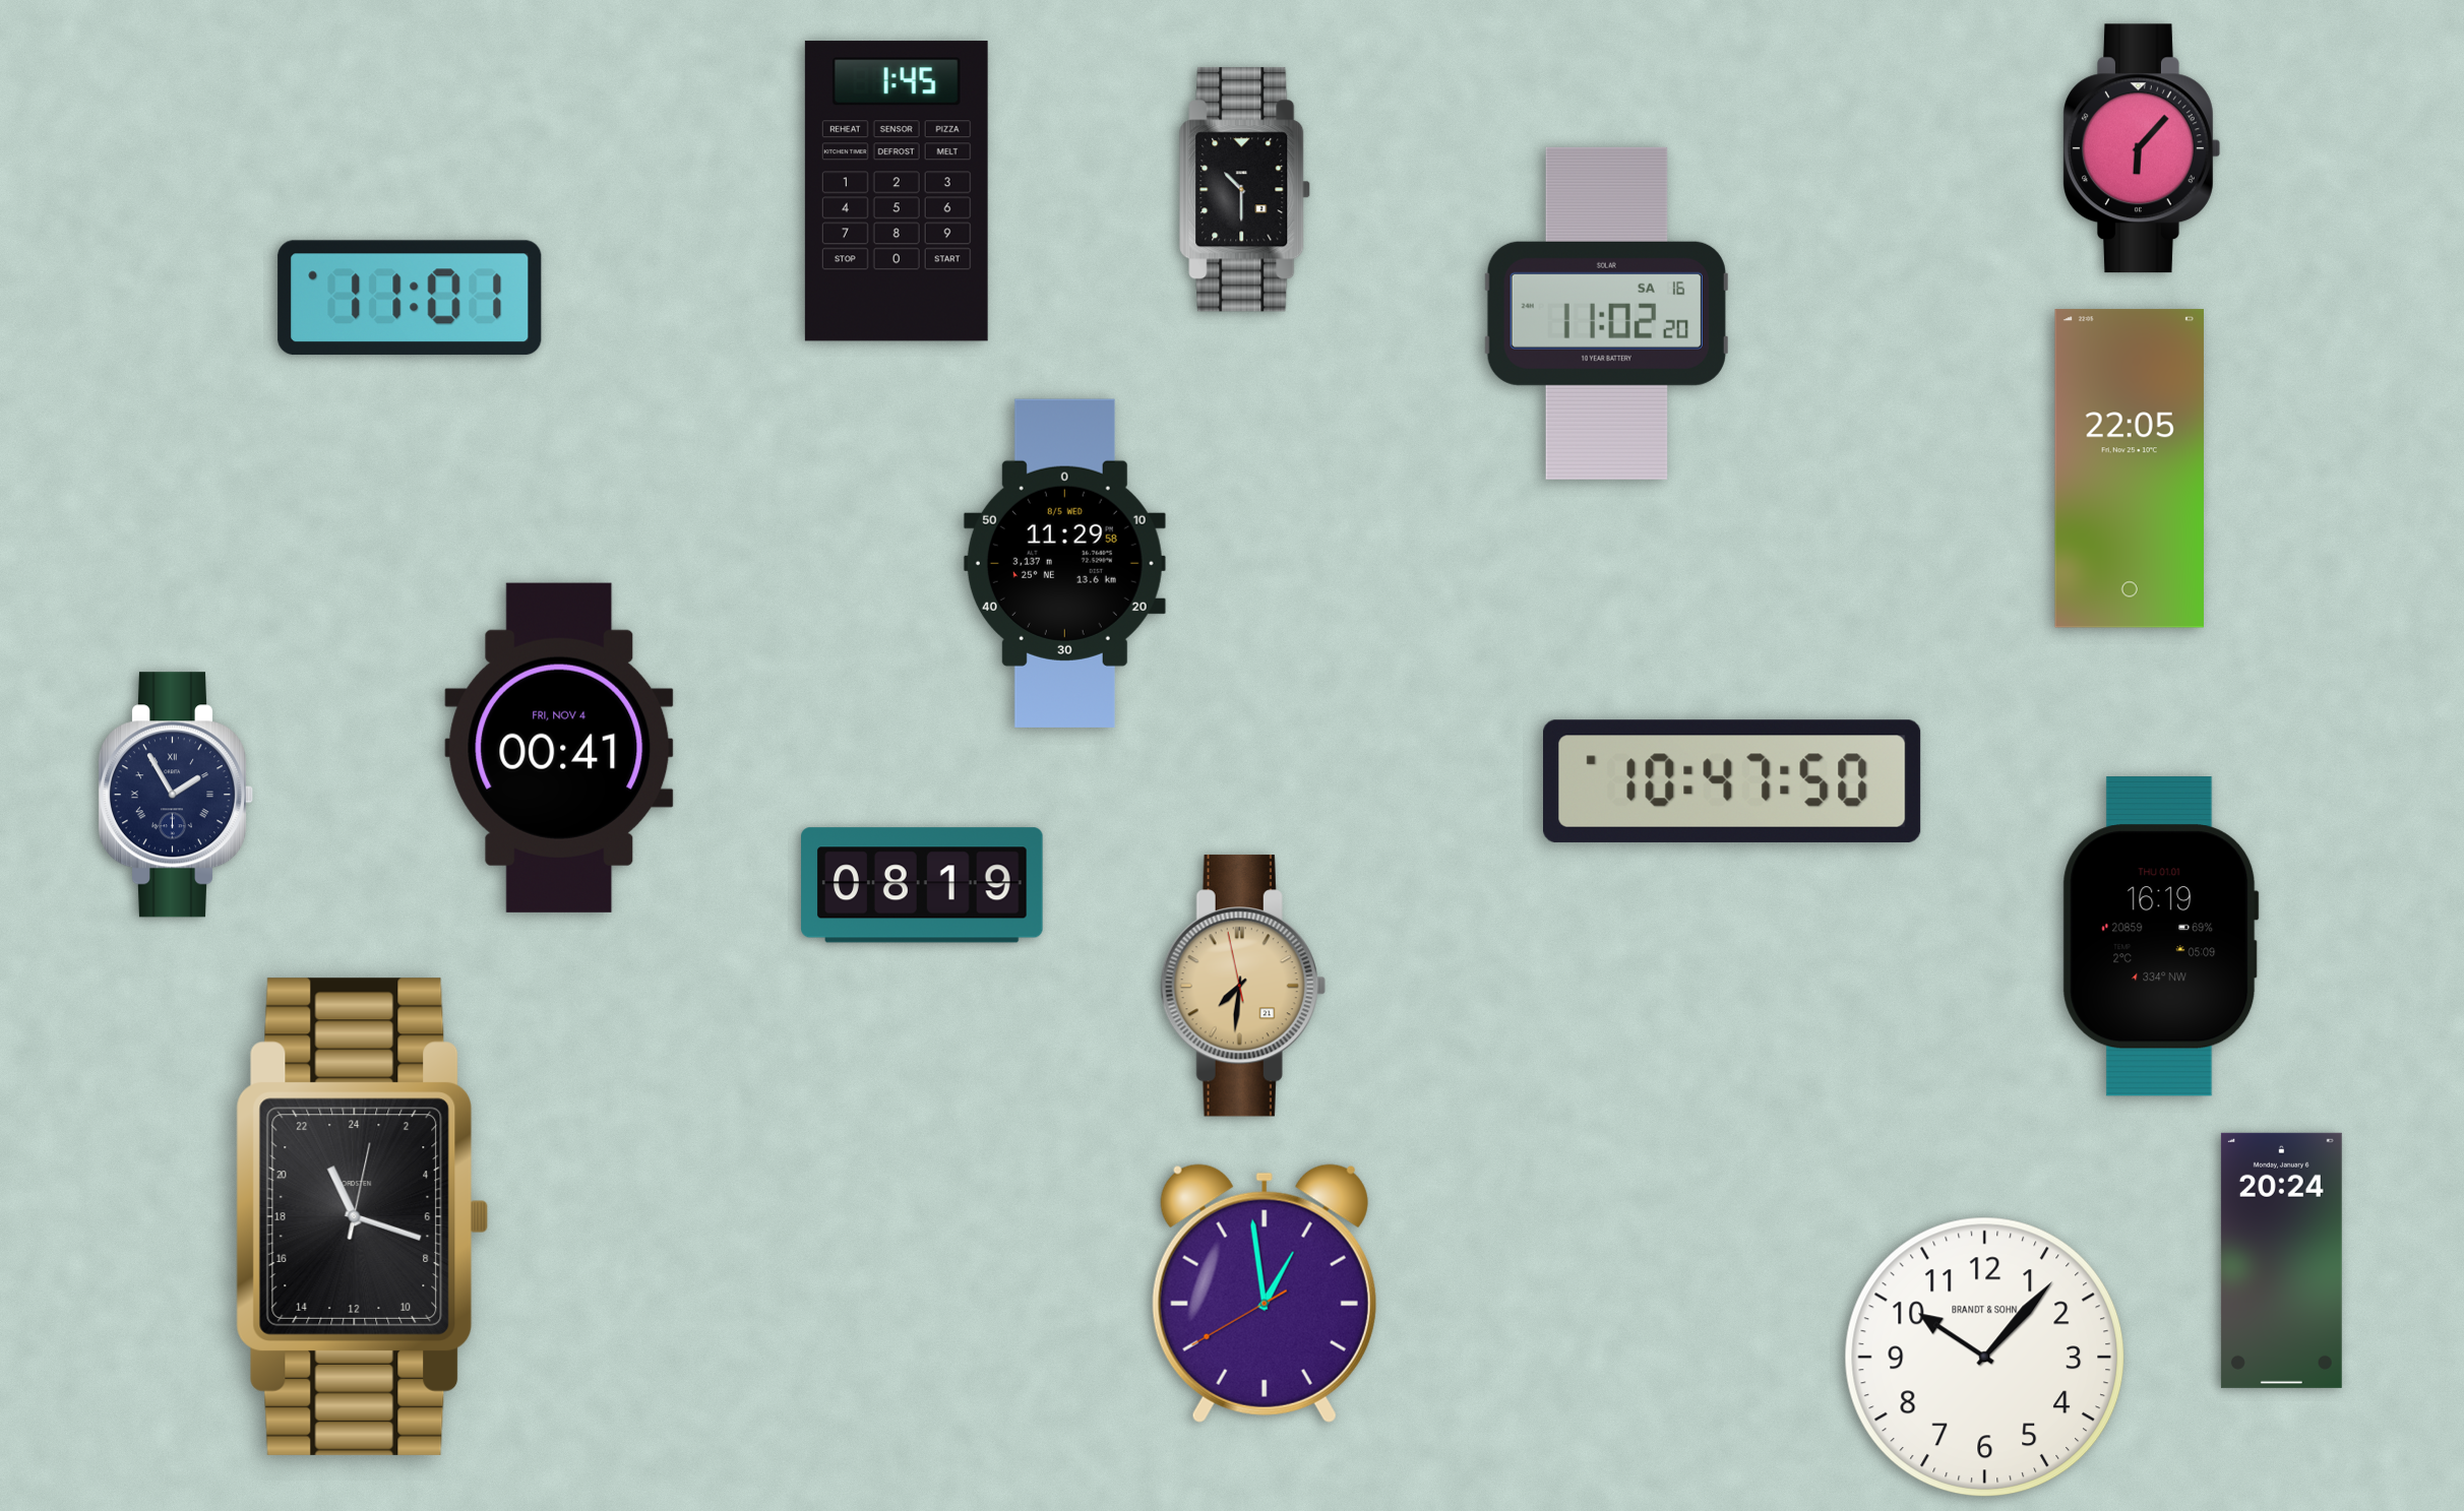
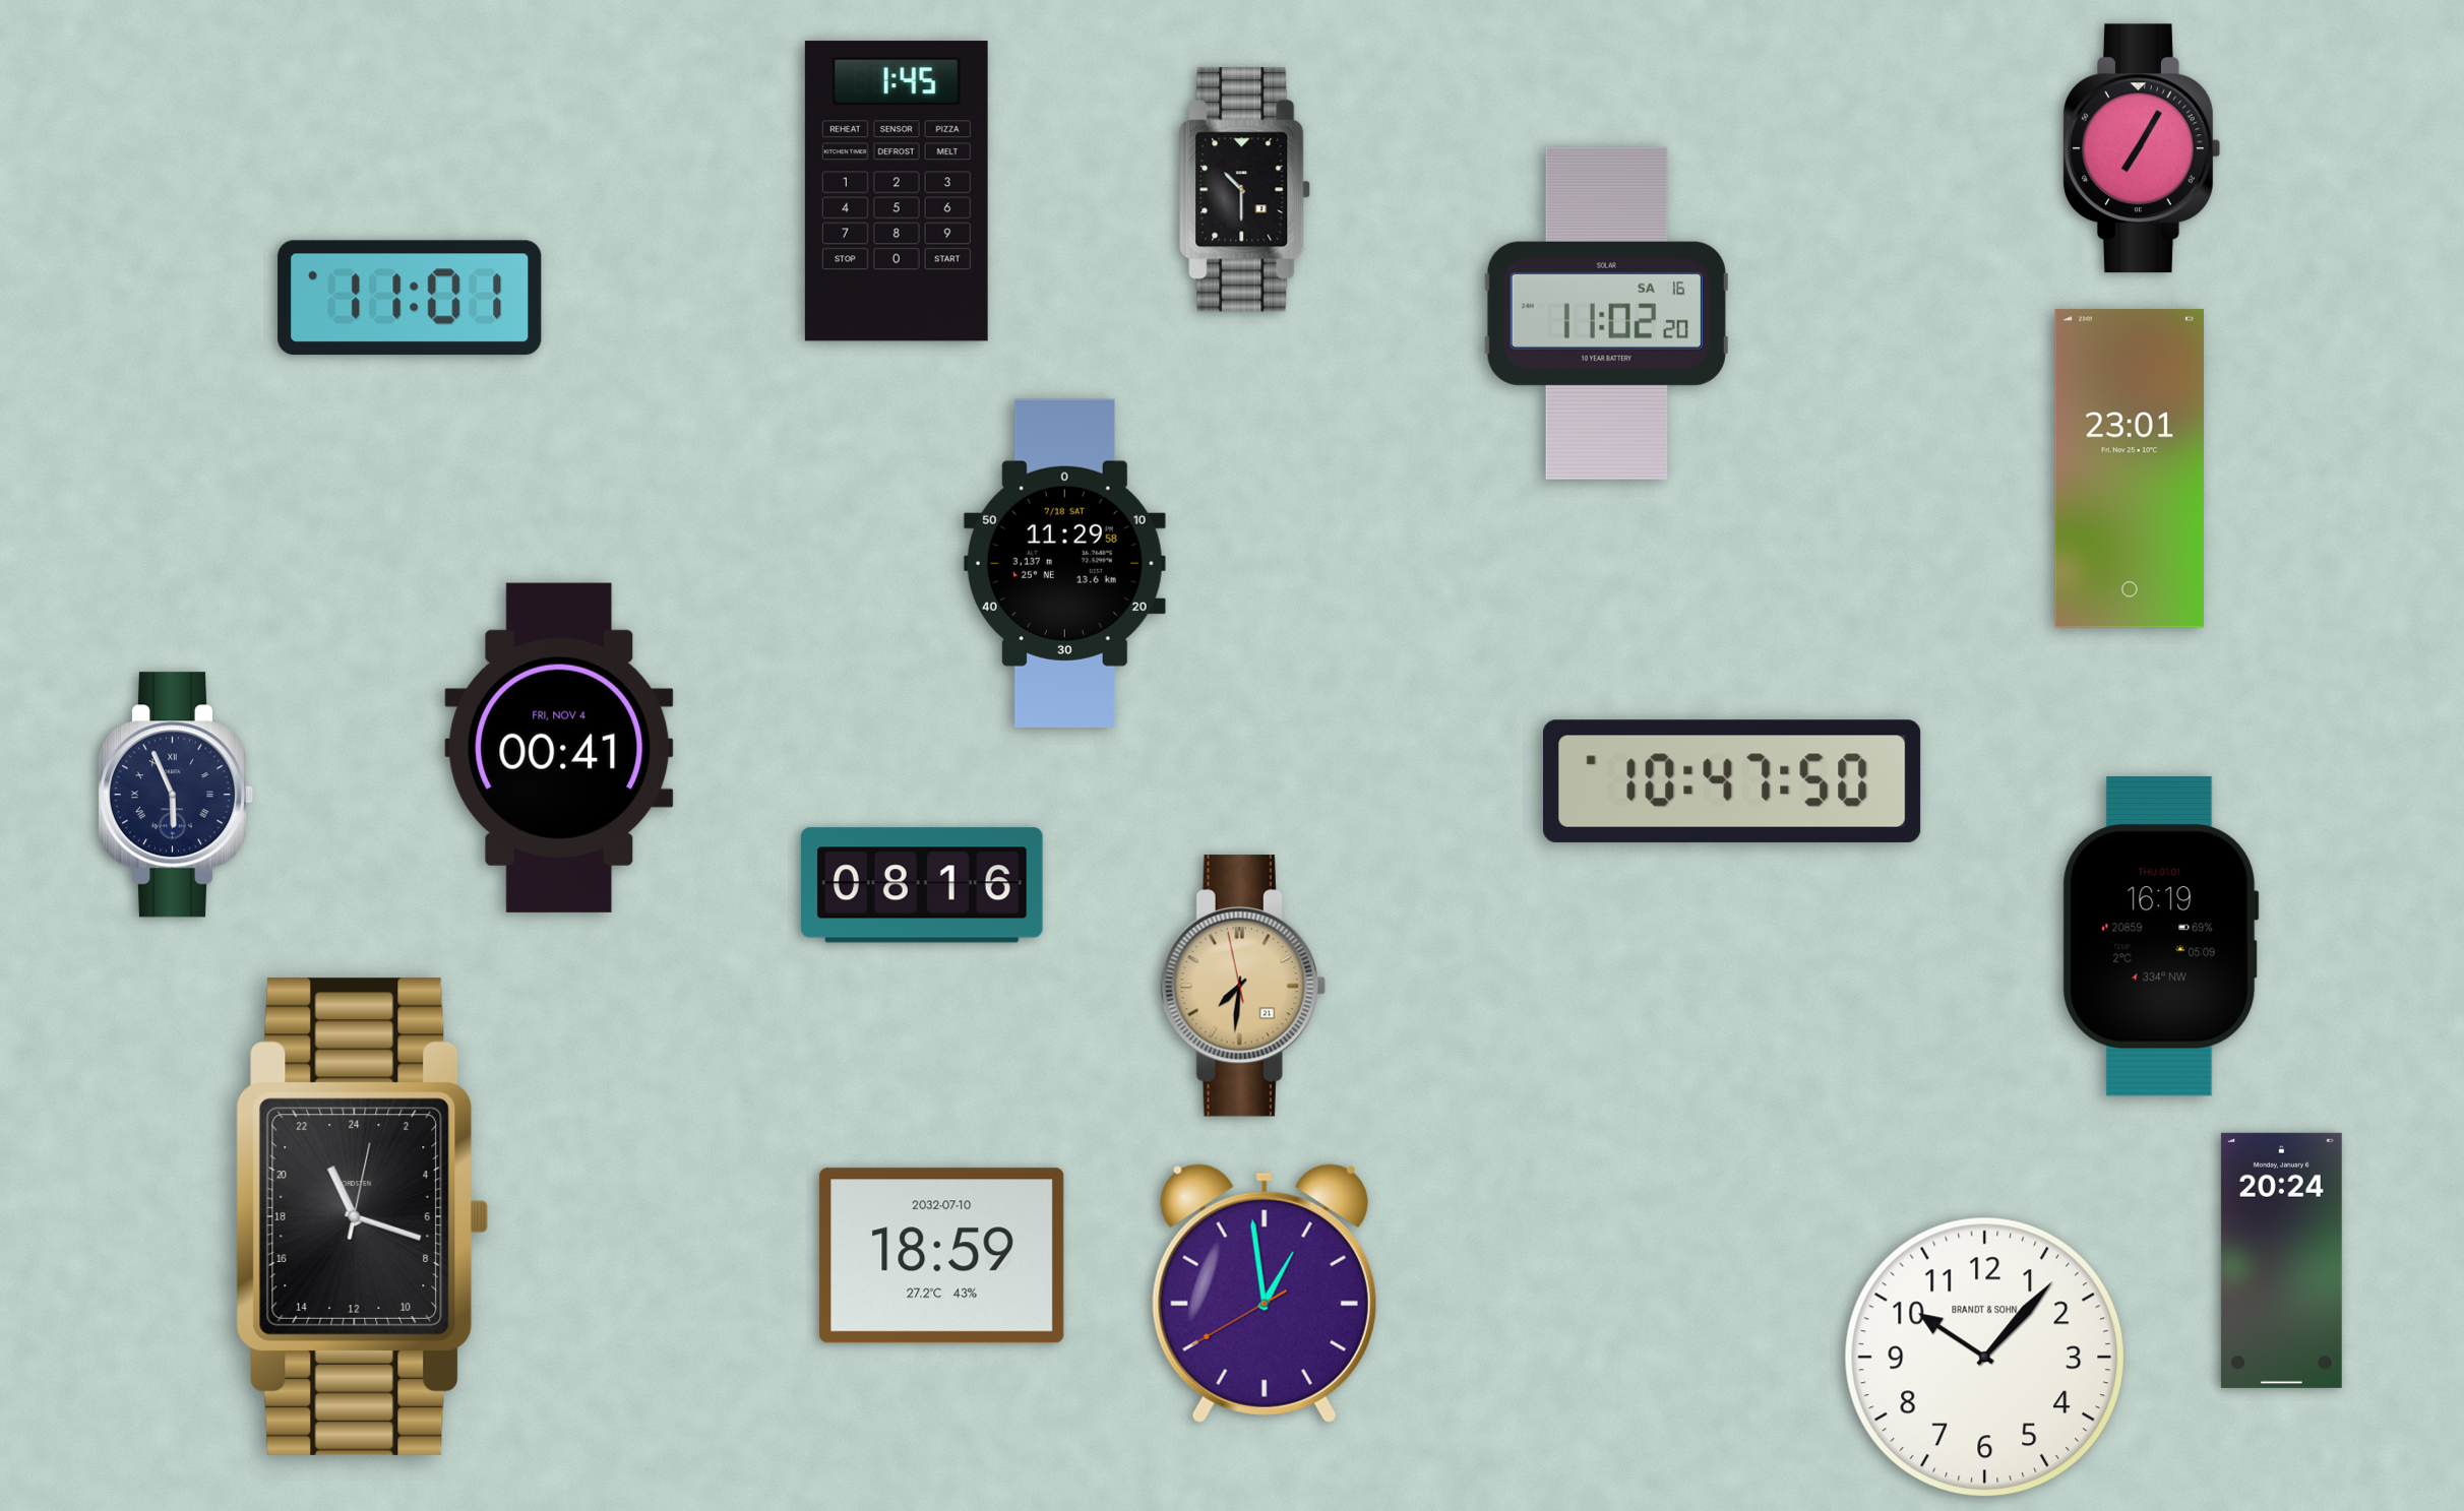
clock at (2142, 148): 6:07 -> 7:05
clock at (2130, 468): 22:05 -> 23:01
clock at (1064, 563) date: 8/5 WED -> 7/18 SAT
clock at (175, 795): 1:55 -> 5:56
clock at (922, 885): 08:19 -> 08:16
clock at (942, 1256): none -> 18:59
